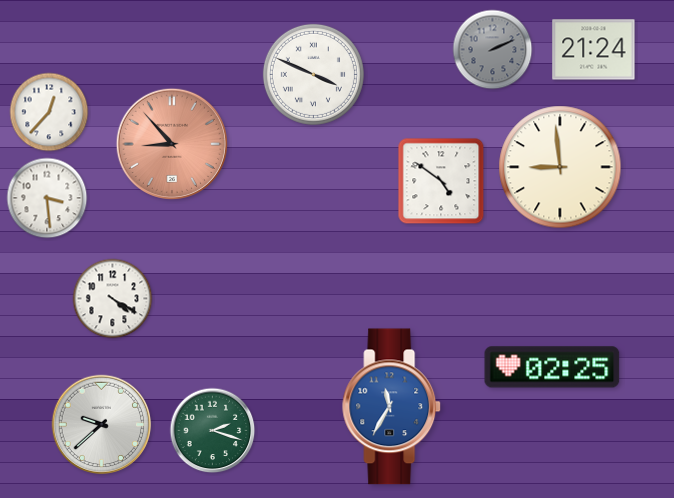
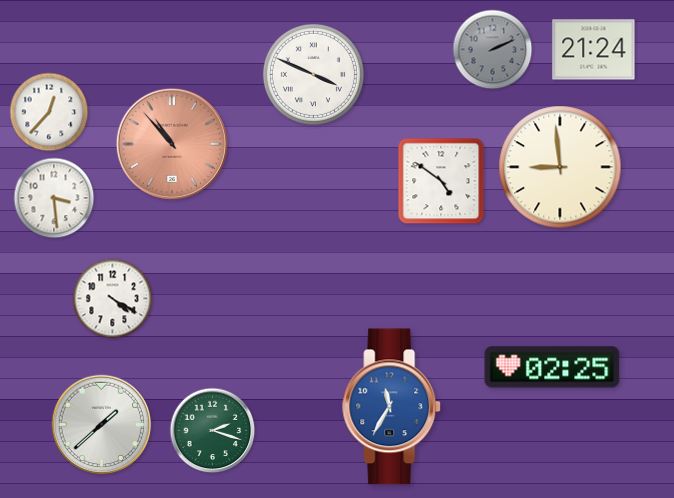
clock at (171, 143): 8:53 -> 10:53
clock at (47, 198) position: (47, 198) -> (54, 198)
clock at (102, 425): 9:38 -> 1:38
